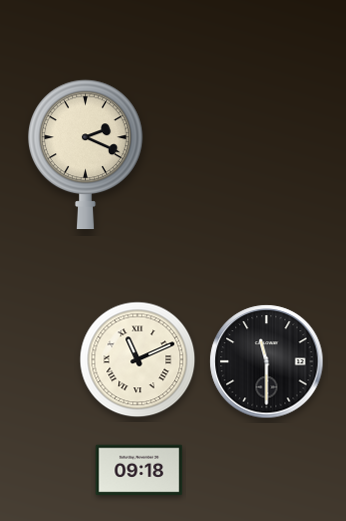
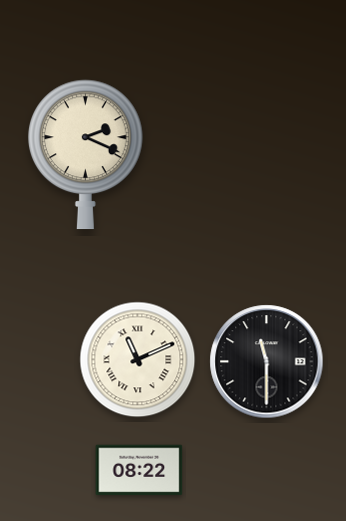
clock at (139, 470): 09:18 -> 08:22
